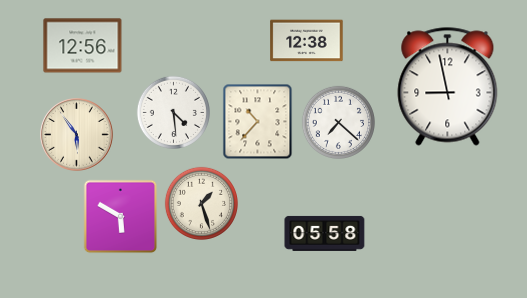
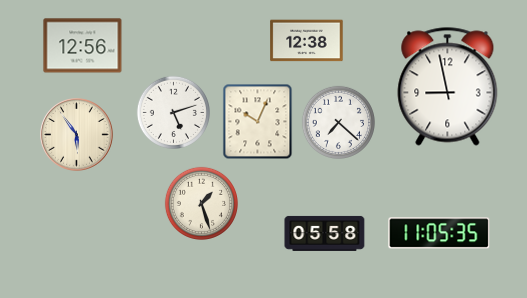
clock at (173, 112): 4:29 -> 5:12
clock at (258, 122): 10:37 -> 10:04
clock at (121, 217): 5:50 -> none
clock at (439, 233): none -> 11:05
